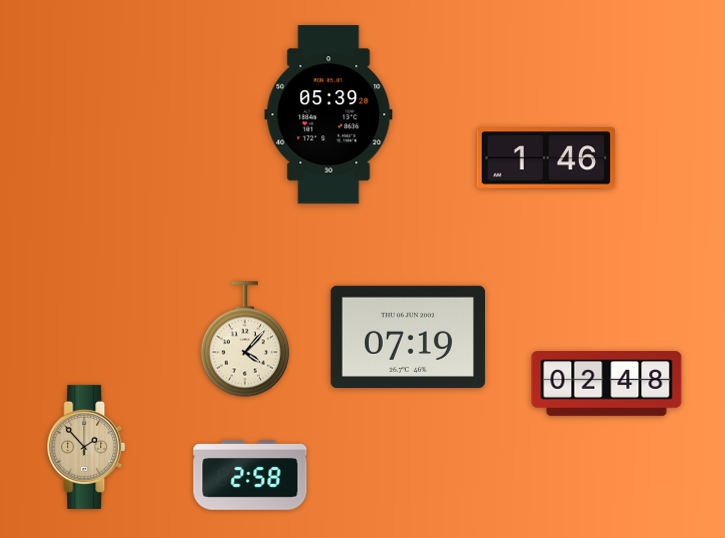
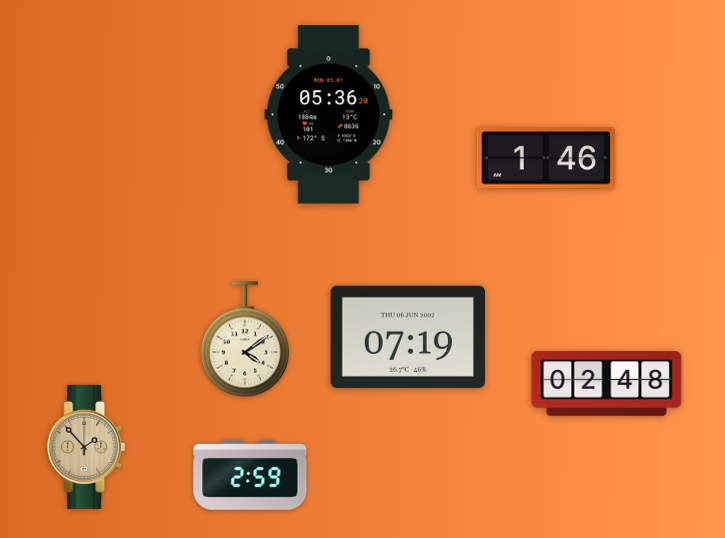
clock at (329, 115): 05:39 -> 05:36
clock at (245, 339): 4:07 -> 4:09
clock at (250, 476): 2:58 -> 2:59
